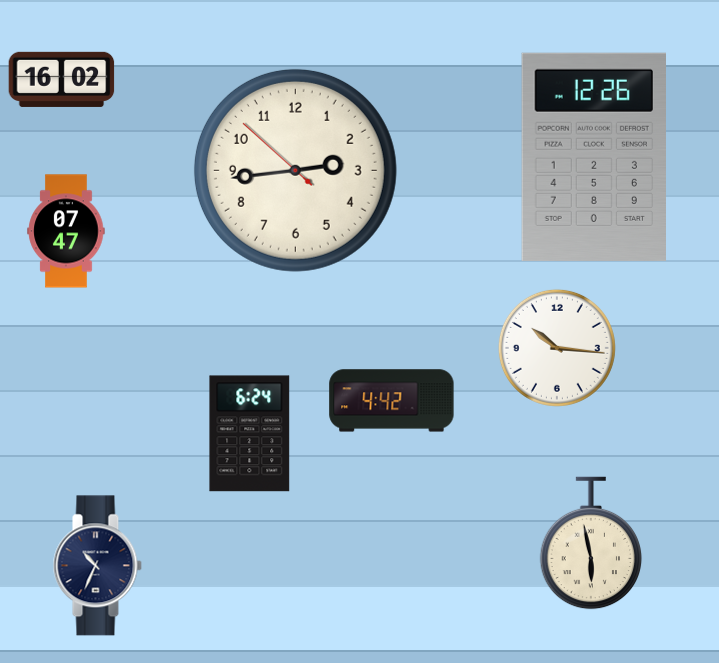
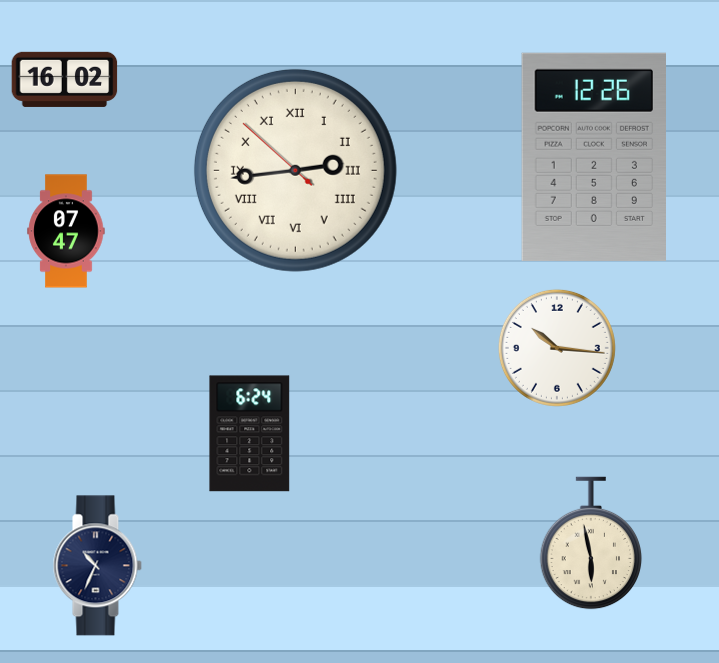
clock at (62, 79) position: (62, 79) -> (65, 79)
clock at (295, 170) numerals: Arabic -> Roman
clock at (392, 401): 4:42 -> none
